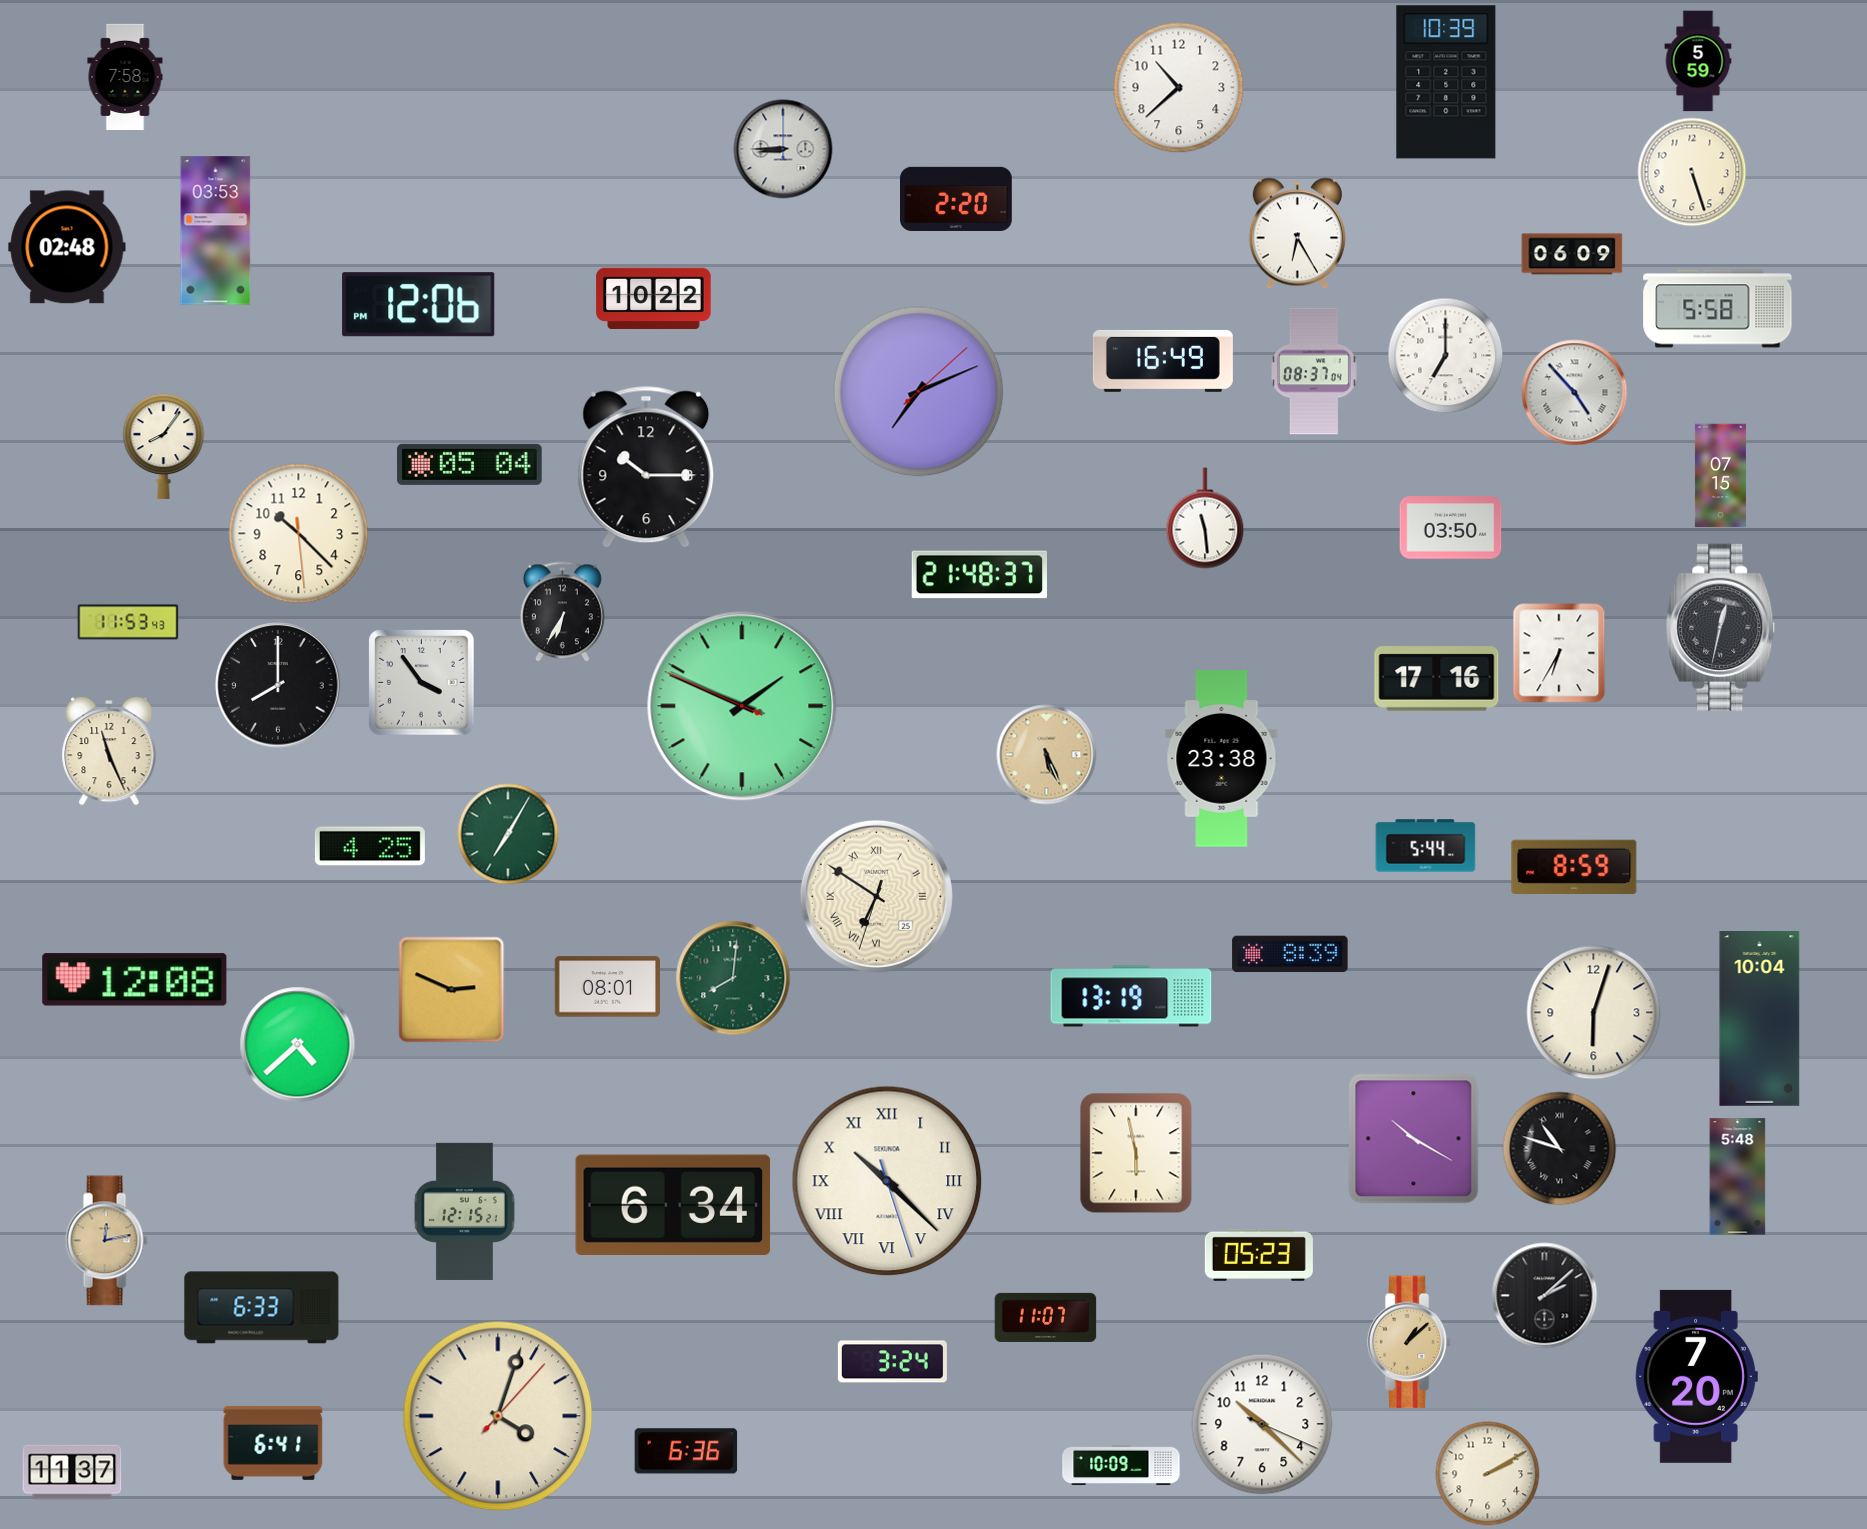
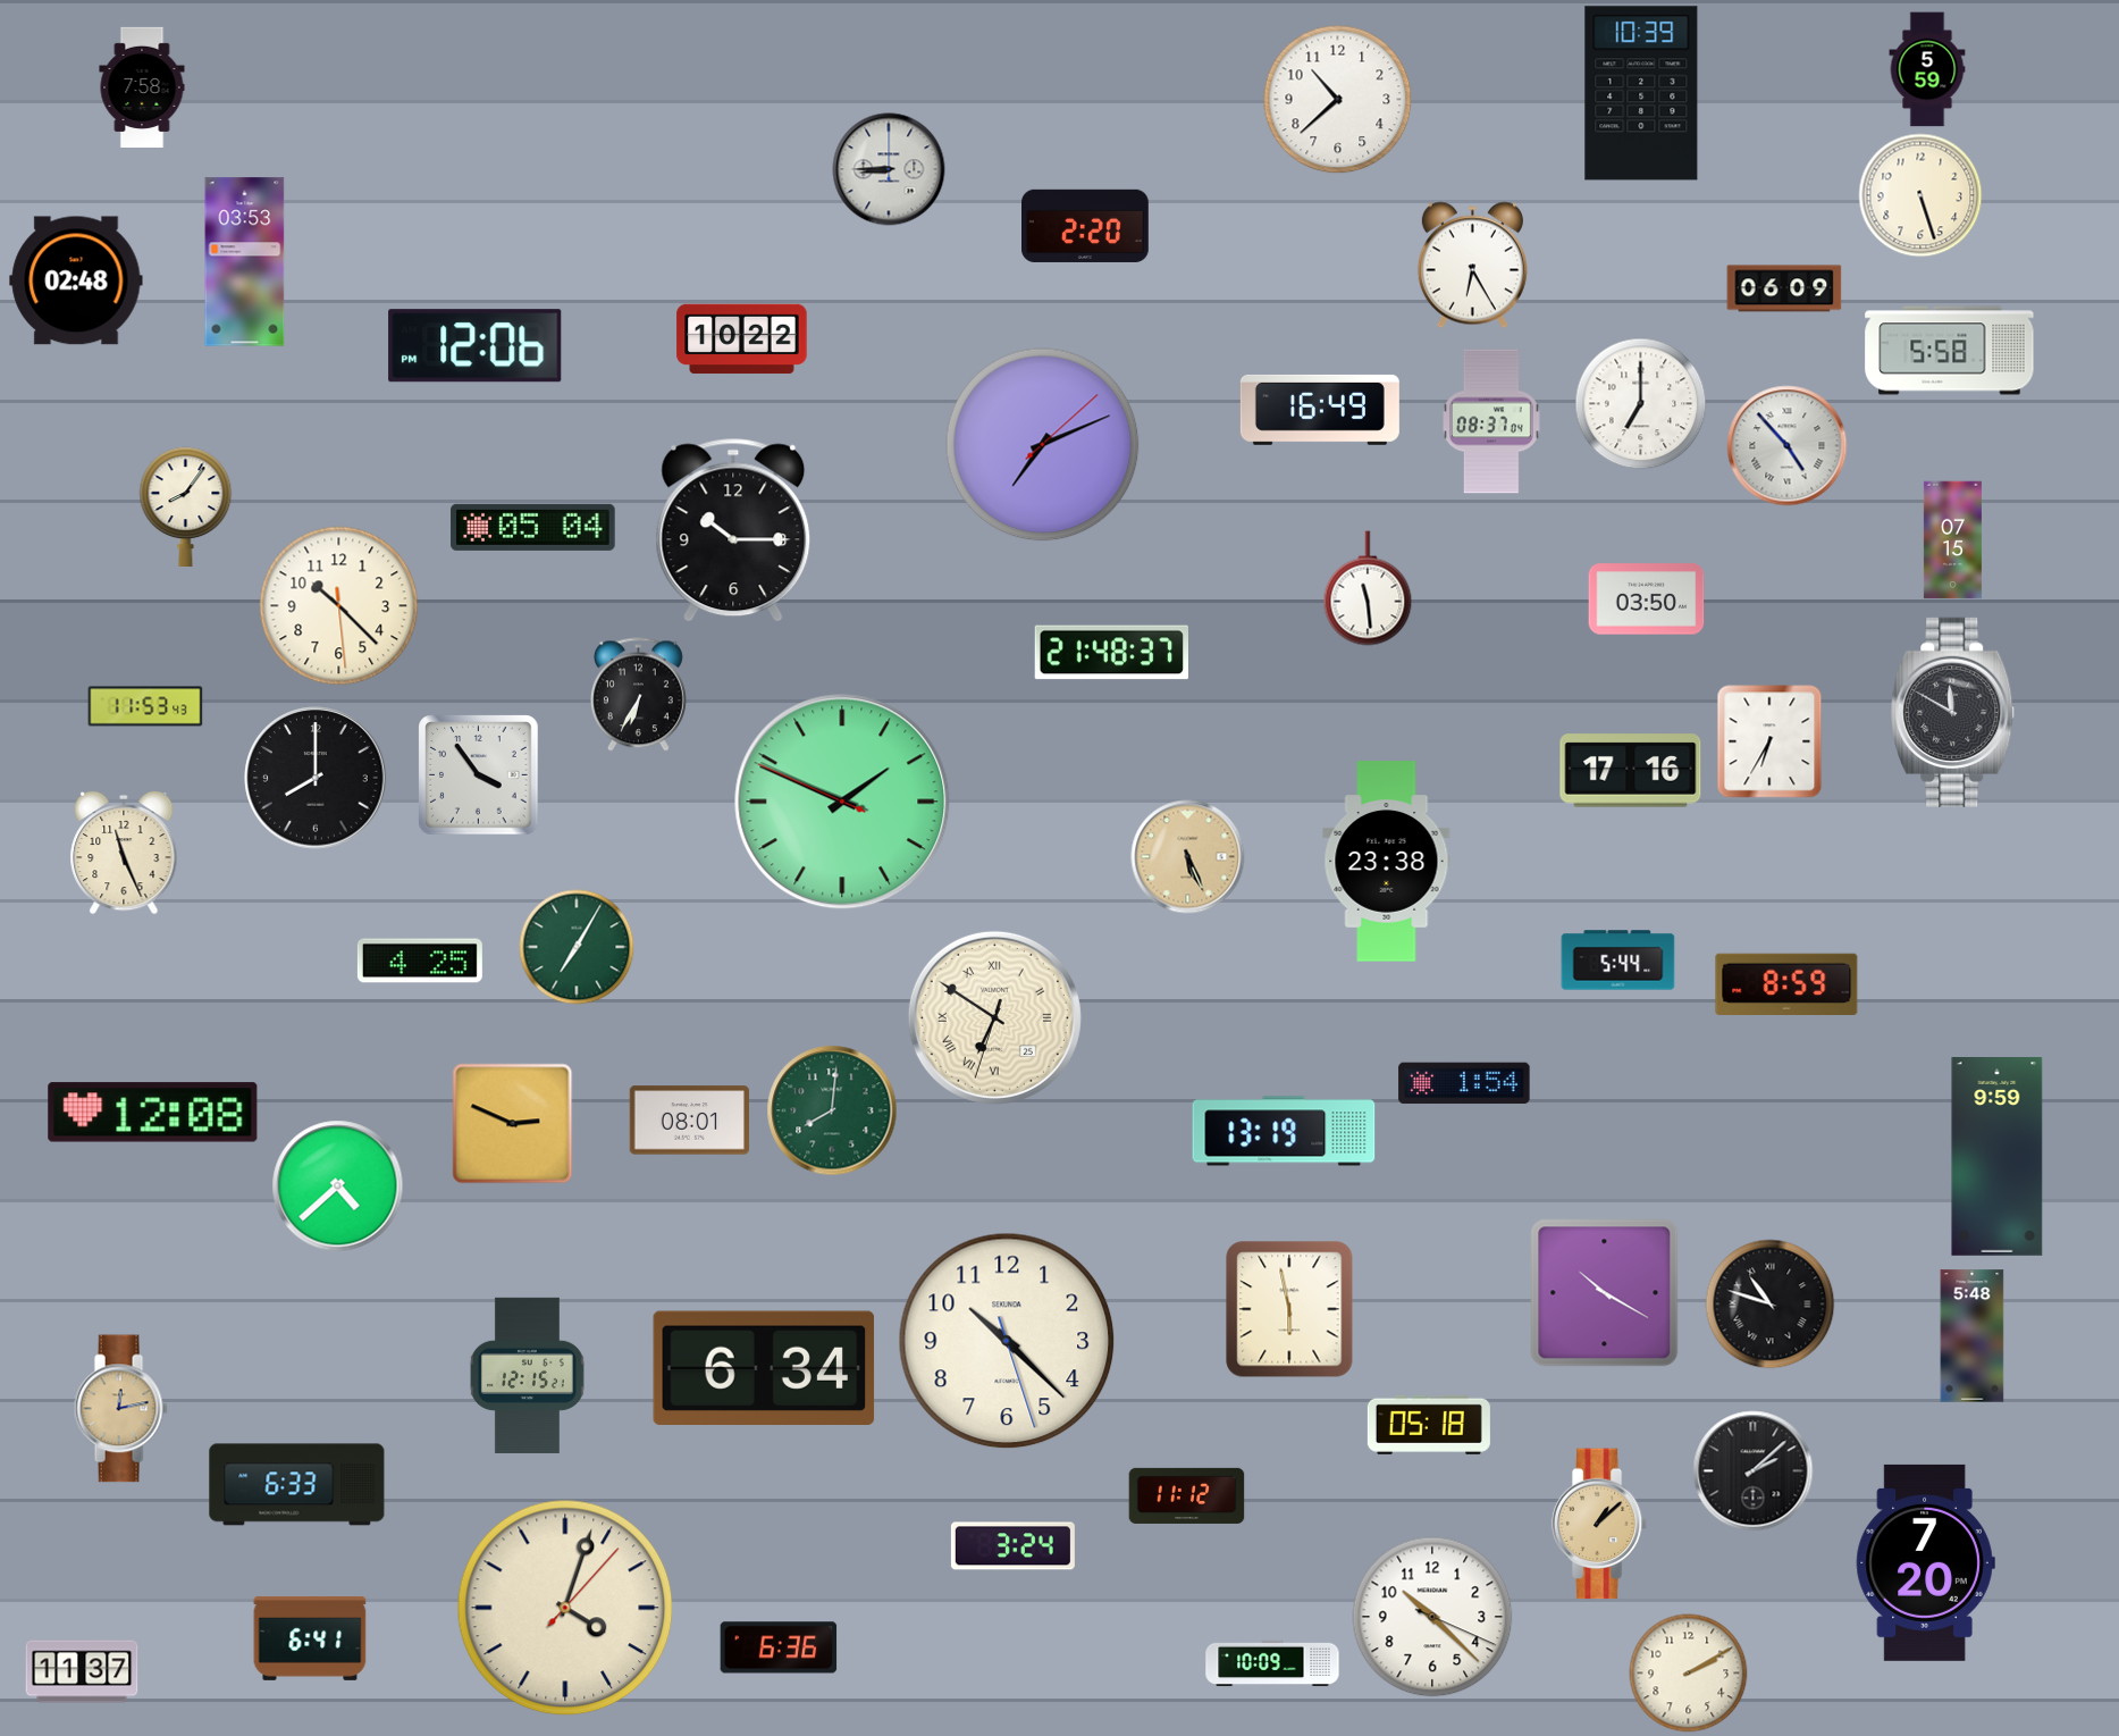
clock at (1721, 627): 12:32 -> 11:50
clock at (1290, 954): 8:39 -> 1:54
clock at (1594, 1013): 6:03 -> none
clock at (1760, 1019): 10:04 -> 9:59
clock at (887, 1181) numerals: Roman -> Arabic
clock at (1259, 1255): 05:23 -> 05:18
clock at (1046, 1317): 11:07 -> 11:12
